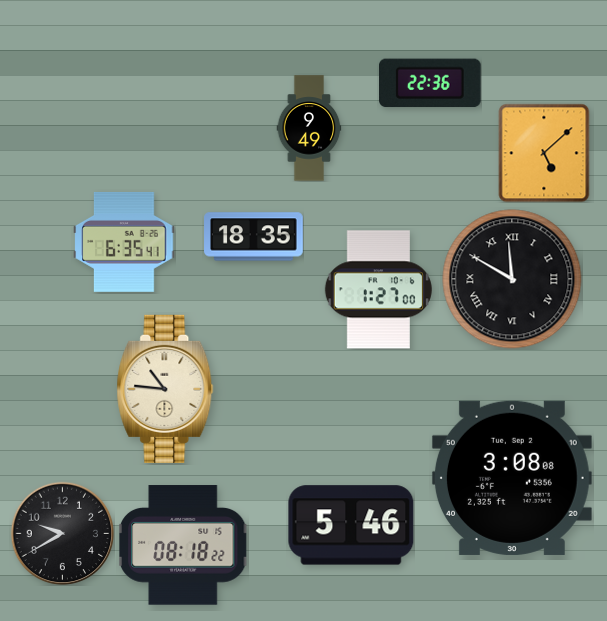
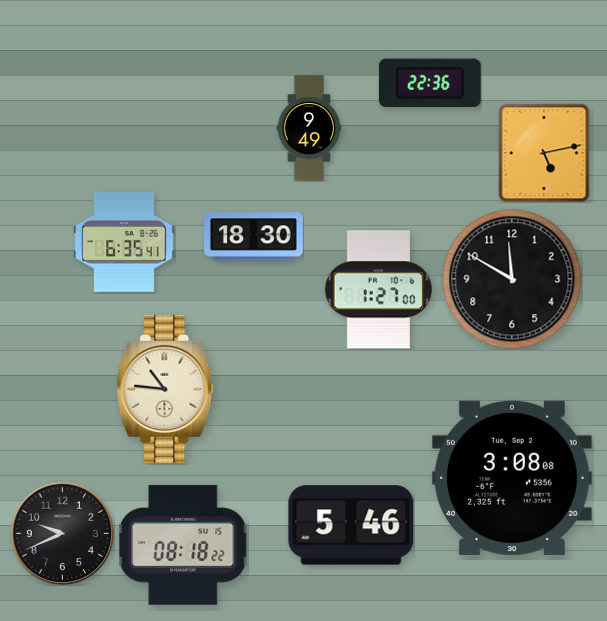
clock at (544, 153): 5:08 -> 5:13
clock at (254, 237): 18:35 -> 18:30
clock at (512, 279) numerals: Roman -> Arabic
clock at (62, 533): 9:40 -> 9:41
